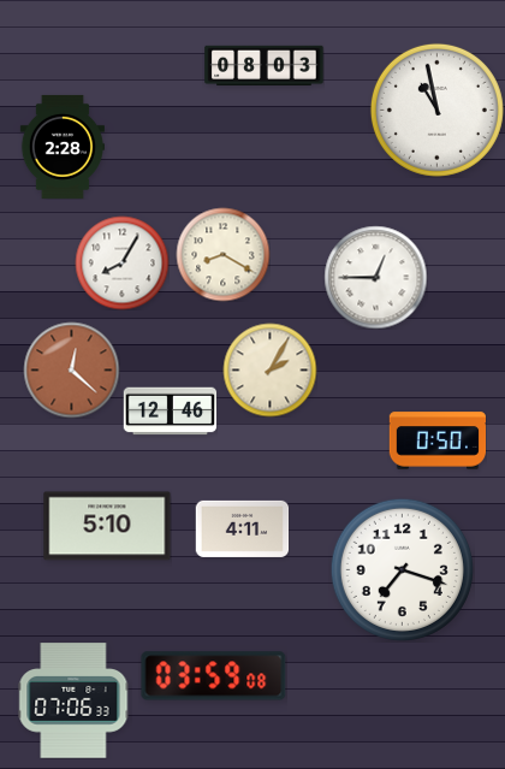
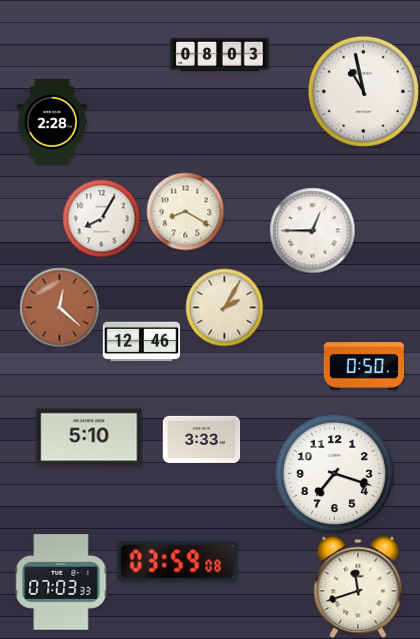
clock at (242, 528): 4:11 -> 3:33
clock at (73, 700): 07:06 -> 07:03
clock at (358, 587): none -> 11:42
